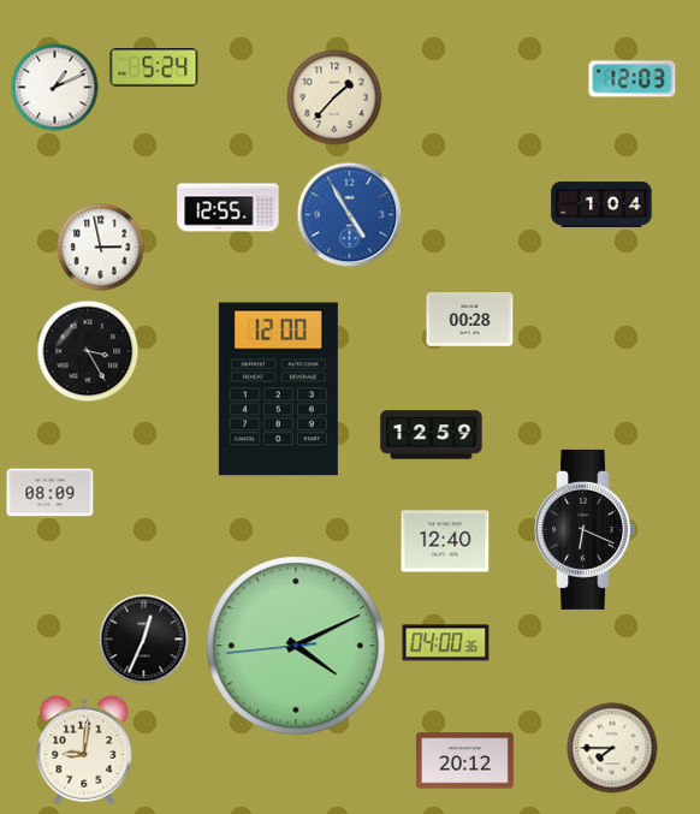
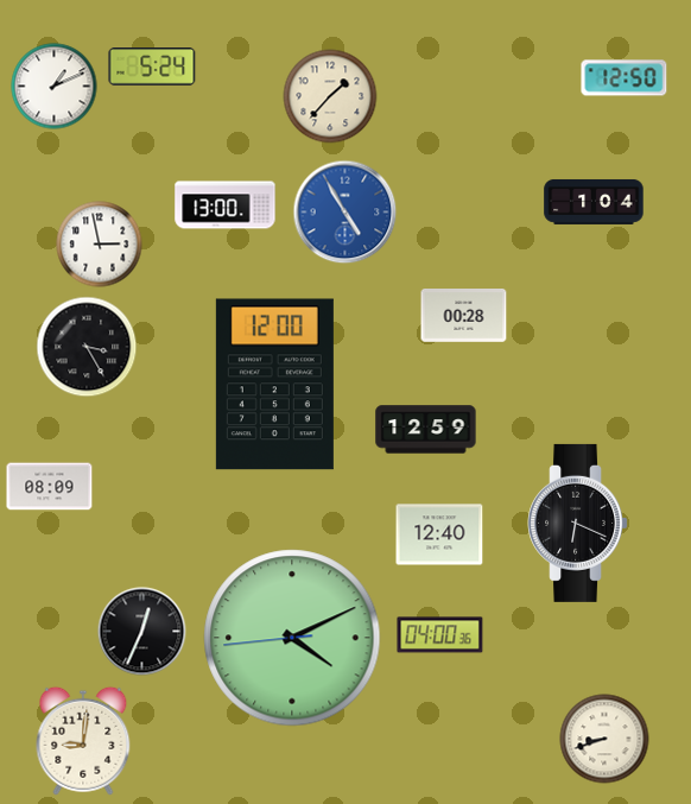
clock at (633, 79): 12:03 -> 12:50
clock at (229, 208): 12:55 -> 13:00
clock at (612, 748): 7:45 -> 8:42
clock at (465, 761): 20:12 -> none
